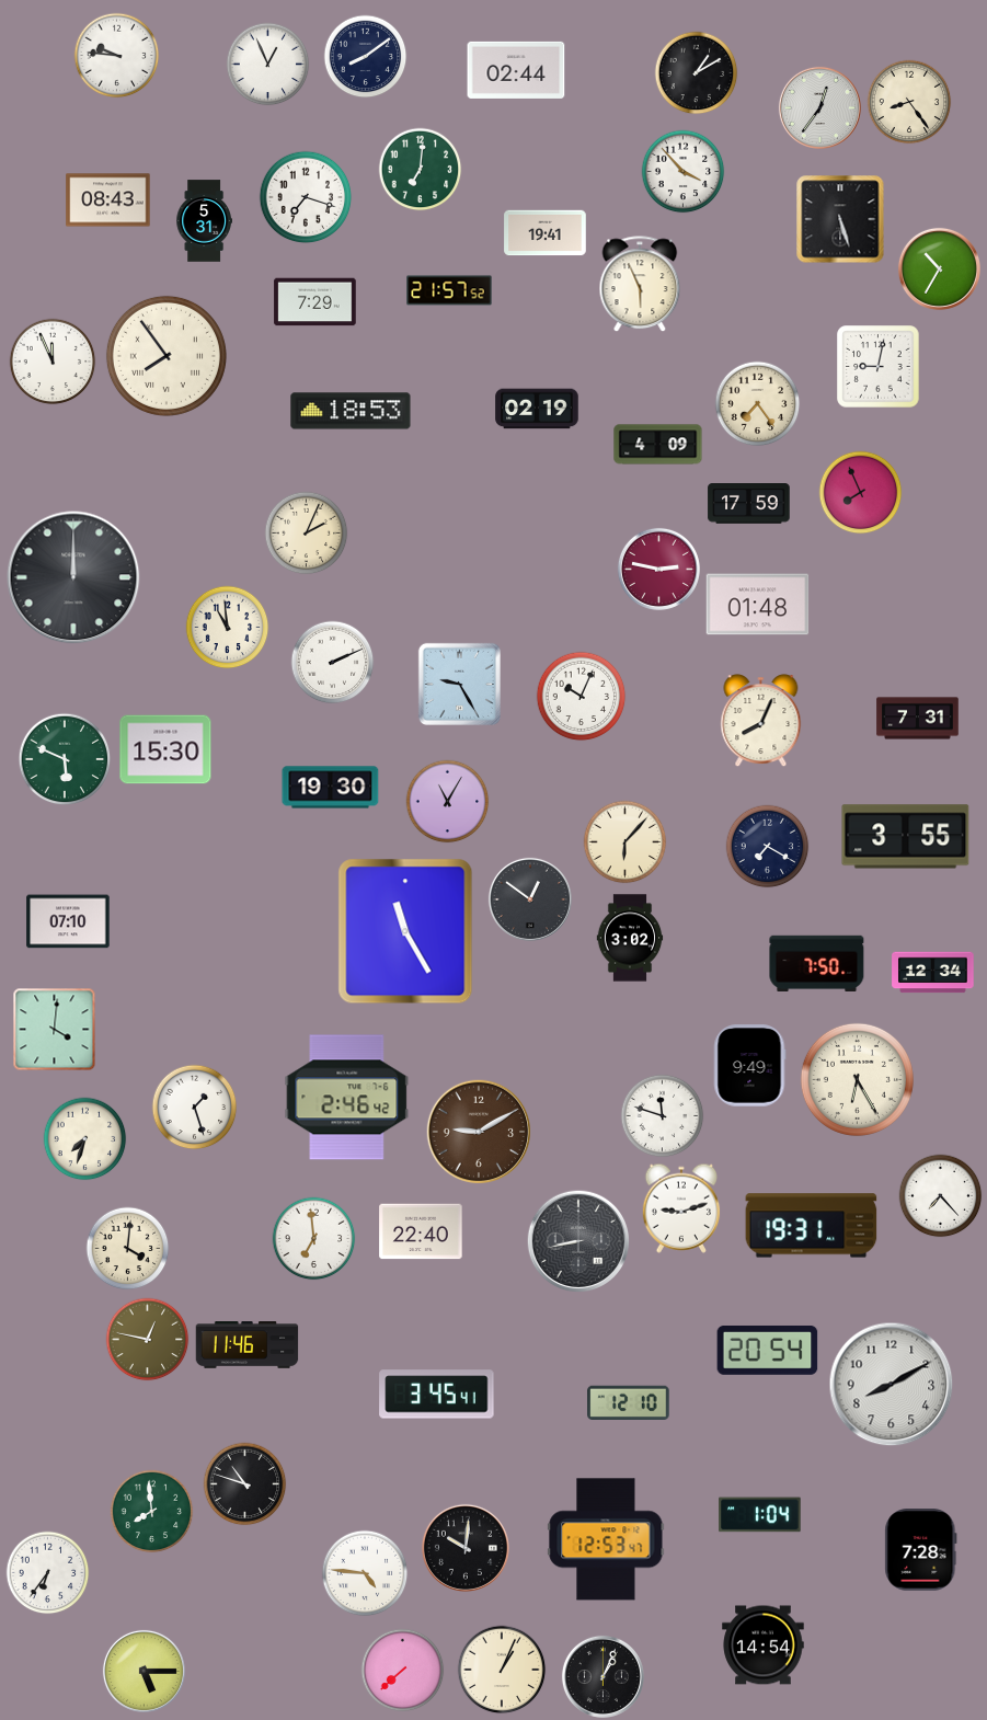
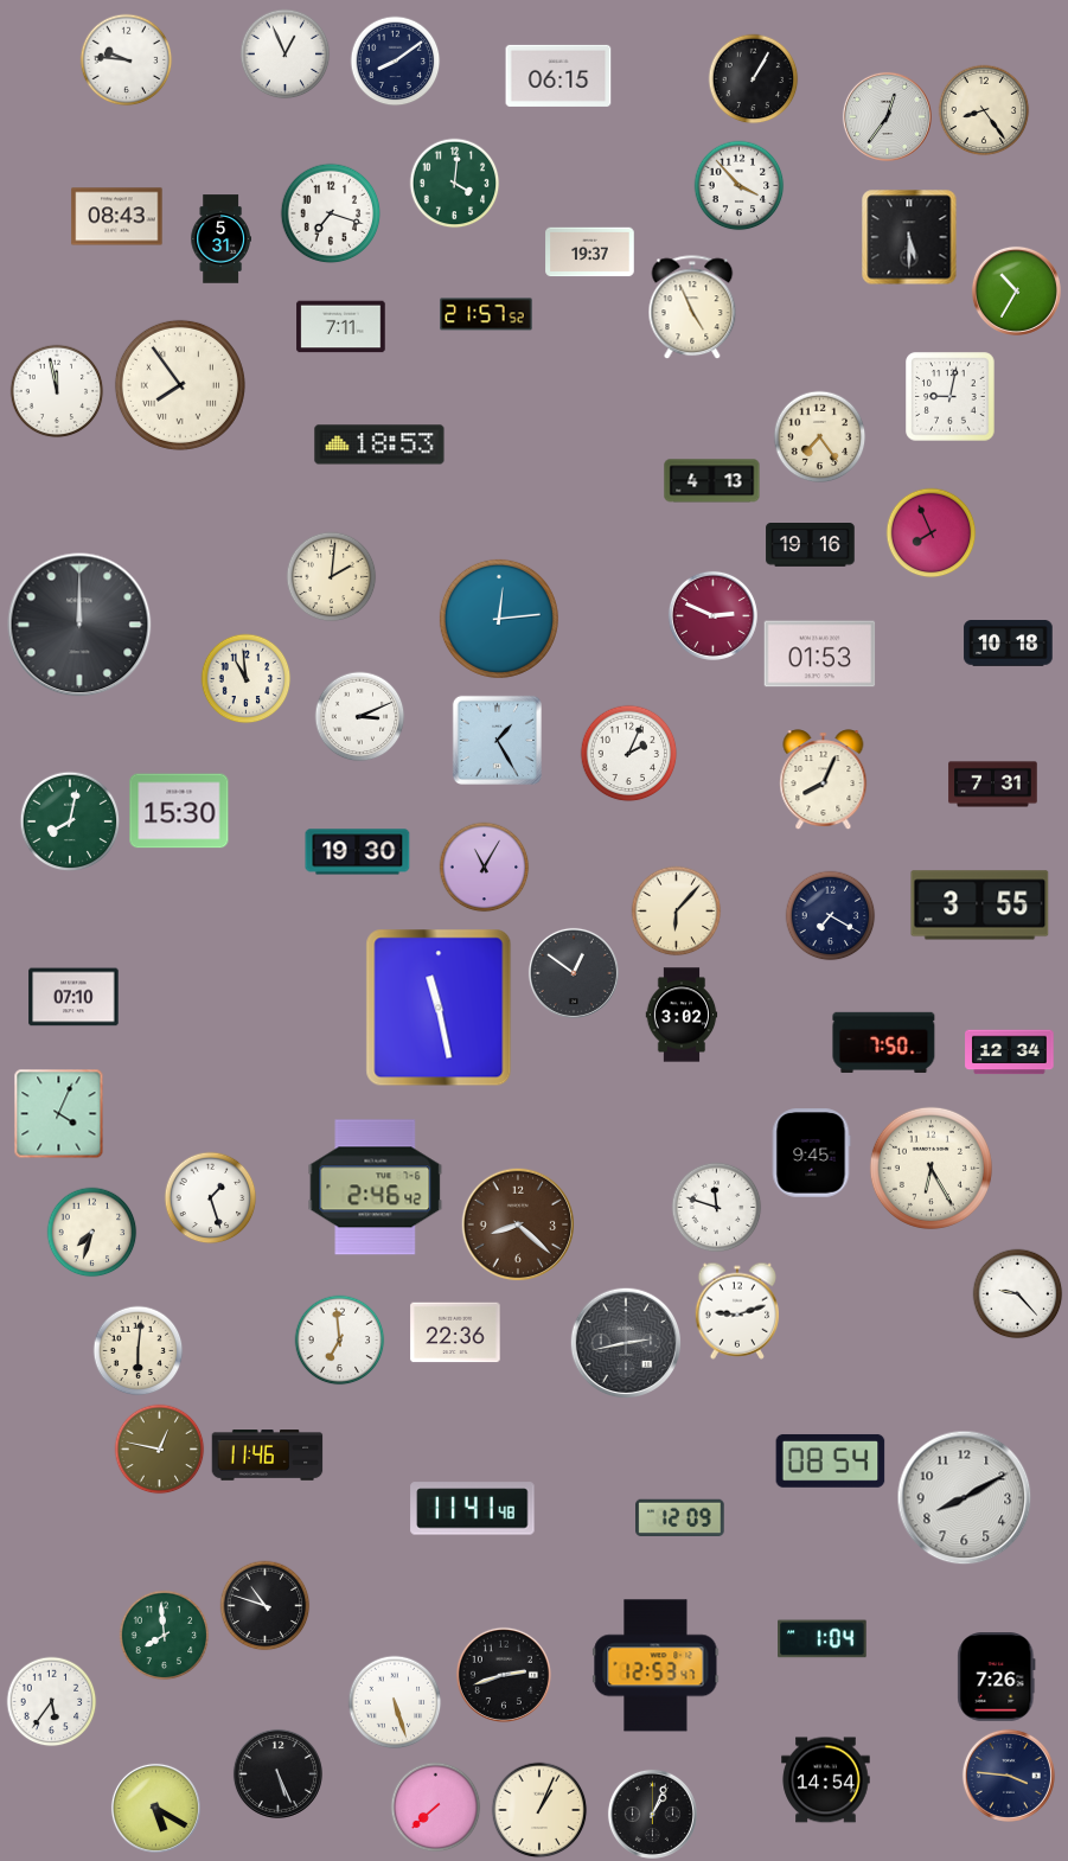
clock at (268, 65) position: (268, 65) -> (286, 55)
clock at (516, 70): 02:44 -> 06:15
clock at (697, 73): 1:10 -> 1:05
clock at (421, 170): 7:01 -> 4:01
clock at (840, 219): 5:27 -> 5:30
clock at (546, 233): 19:41 -> 19:37
clock at (640, 285): 5:56 -> 4:56
clock at (315, 302): 7:29 -> 7:11
clock at (53, 362): 11:56 -> 11:58
clock at (537, 409): 02:19 -> none
clock at (658, 445): 4:09 -> 4:13
clock at (749, 504): 17:59 -> 19:16
clock at (307, 534): 2:04 -> 2:01
clock at (658, 569): 2:47 -> 2:49
clock at (499, 619): none -> 12:14
clock at (1009, 644): none -> 10:18
clock at (758, 605): 01:48 -> 01:53
clock at (333, 663): 2:11 -> 3:11
clock at (459, 684): 9:25 -> 1:25
clock at (582, 697): 10:04 -> 2:04
clock at (918, 719) position: (918, 719) -> (993, 785)
clock at (65, 759): 5:49 -> 8:02
clock at (405, 931): 11:25 -> 11:28
clock at (55, 1030): 4:01 -> 4:04
clock at (749, 1066): 9:49 -> 9:45
clock at (857, 1079) position: (857, 1079) -> (930, 1168)
clock at (479, 1132): 9:10 -> 8:22
clock at (941, 1196): 7:23 -> 9:23
clock at (681, 1208) position: (681, 1208) -> (737, 1311)
clock at (812, 1226): 19:31 -> none
clock at (421, 1231): 22:40 -> 22:36
clock at (578, 1241): 8:43 -> 2:43
clock at (128, 1249): 4:01 -> 6:01
clock at (768, 1350): 20:54 -> 08:54
clock at (437, 1395): 3:45 -> 11:41
clock at (629, 1403): 12:10 -> 12:09
clock at (466, 1548): 10:01 -> 2:42
clock at (921, 1550): 7:28 -> 7:26
clock at (48, 1573): 6:36 -> 5:36
clock at (365, 1573): 4:46 -> 5:27
clock at (277, 1773): none -> 5:26
clock at (1009, 1776): none -> 3:46
clock at (502, 1670) position: (502, 1670) -> (539, 1810)
clock at (144, 1671): 5:15 -> 5:20
